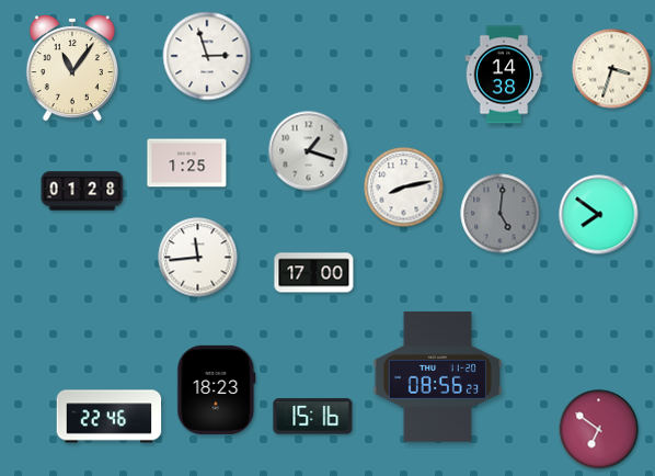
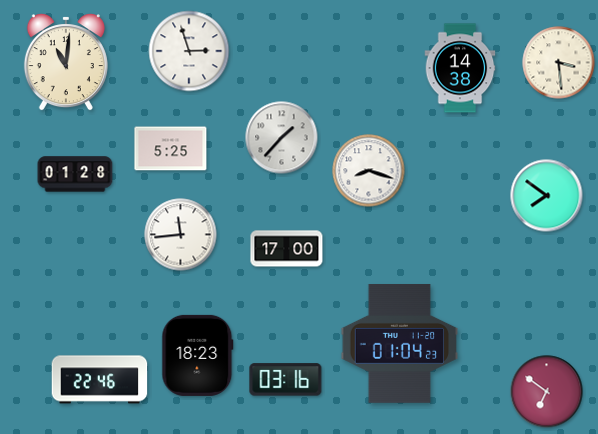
clock at (72, 68): 11:06 -> 11:01
clock at (612, 69): 3:33 -> 3:29
clock at (309, 151): 1:18 -> 1:37
clock at (187, 163): 1:25 -> 5:25
clock at (404, 188): 8:13 -> 8:18
clock at (501, 214): 5:01 -> none
clock at (438, 377): 08:56 -> 01:04
clock at (313, 417): 15:16 -> 03:16
